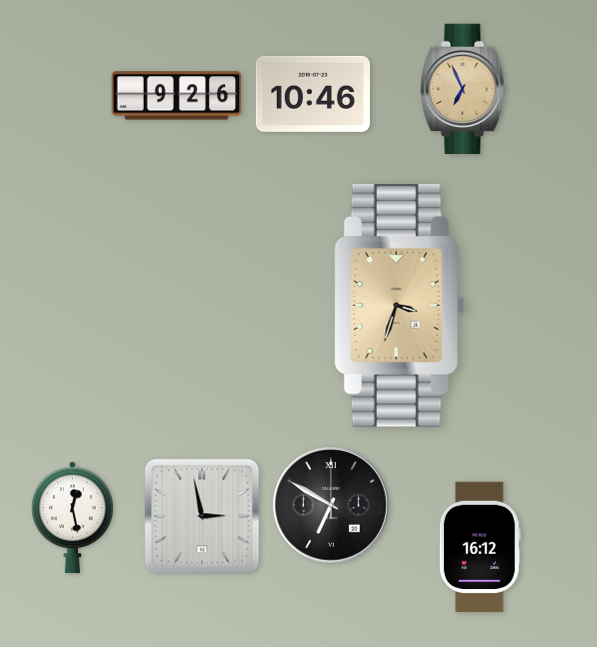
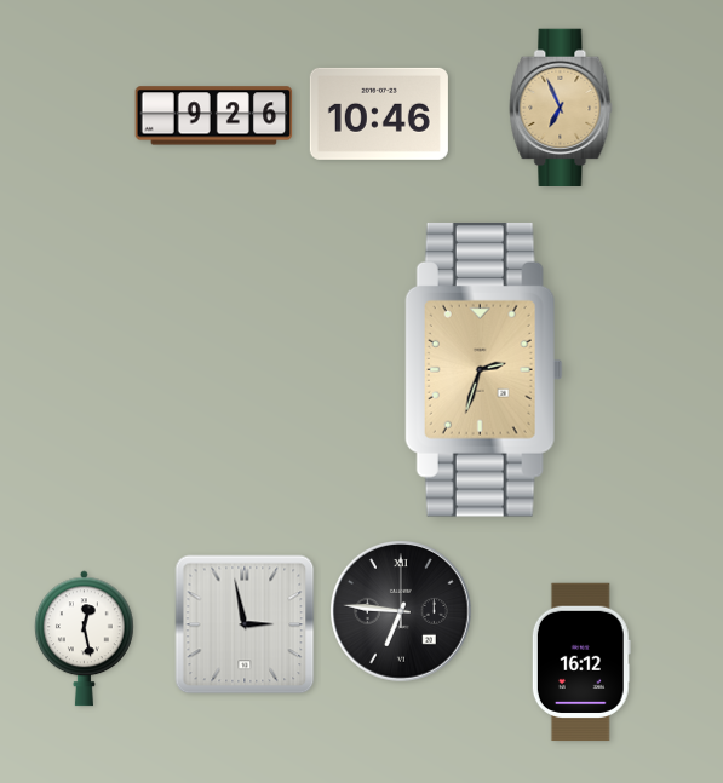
clock at (399, 305): 3:33 -> 2:33
clock at (332, 506): 6:50 -> 6:46
clock at (73, 518) position: (73, 518) -> (85, 639)
